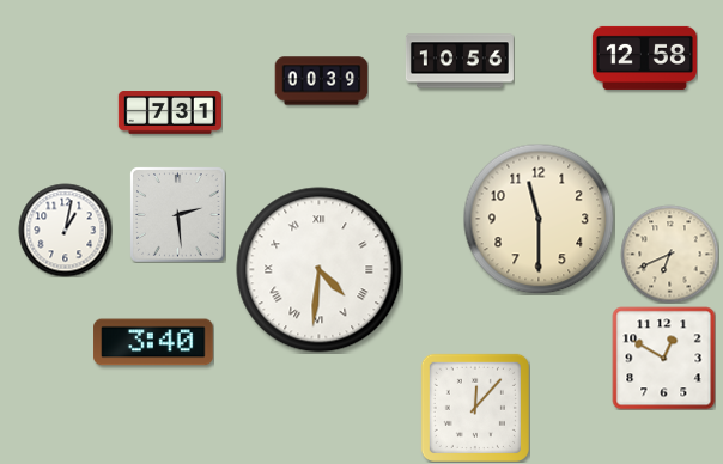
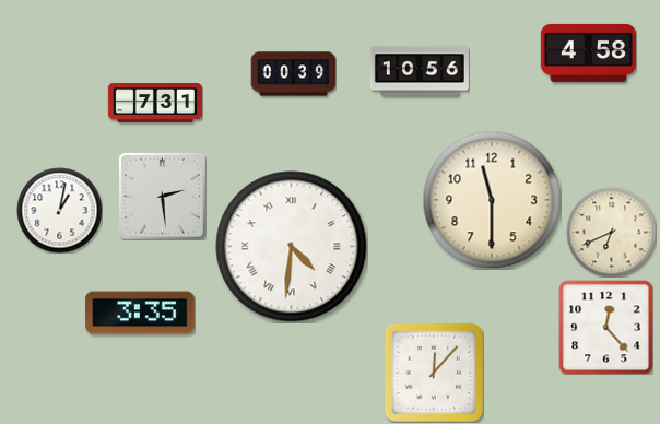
clock at (644, 57): 12:58 -> 4:58
clock at (460, 61) position: (460, 61) -> (420, 71)
clock at (153, 342): 3:40 -> 3:35
clock at (663, 358): 12:50 -> 12:23
